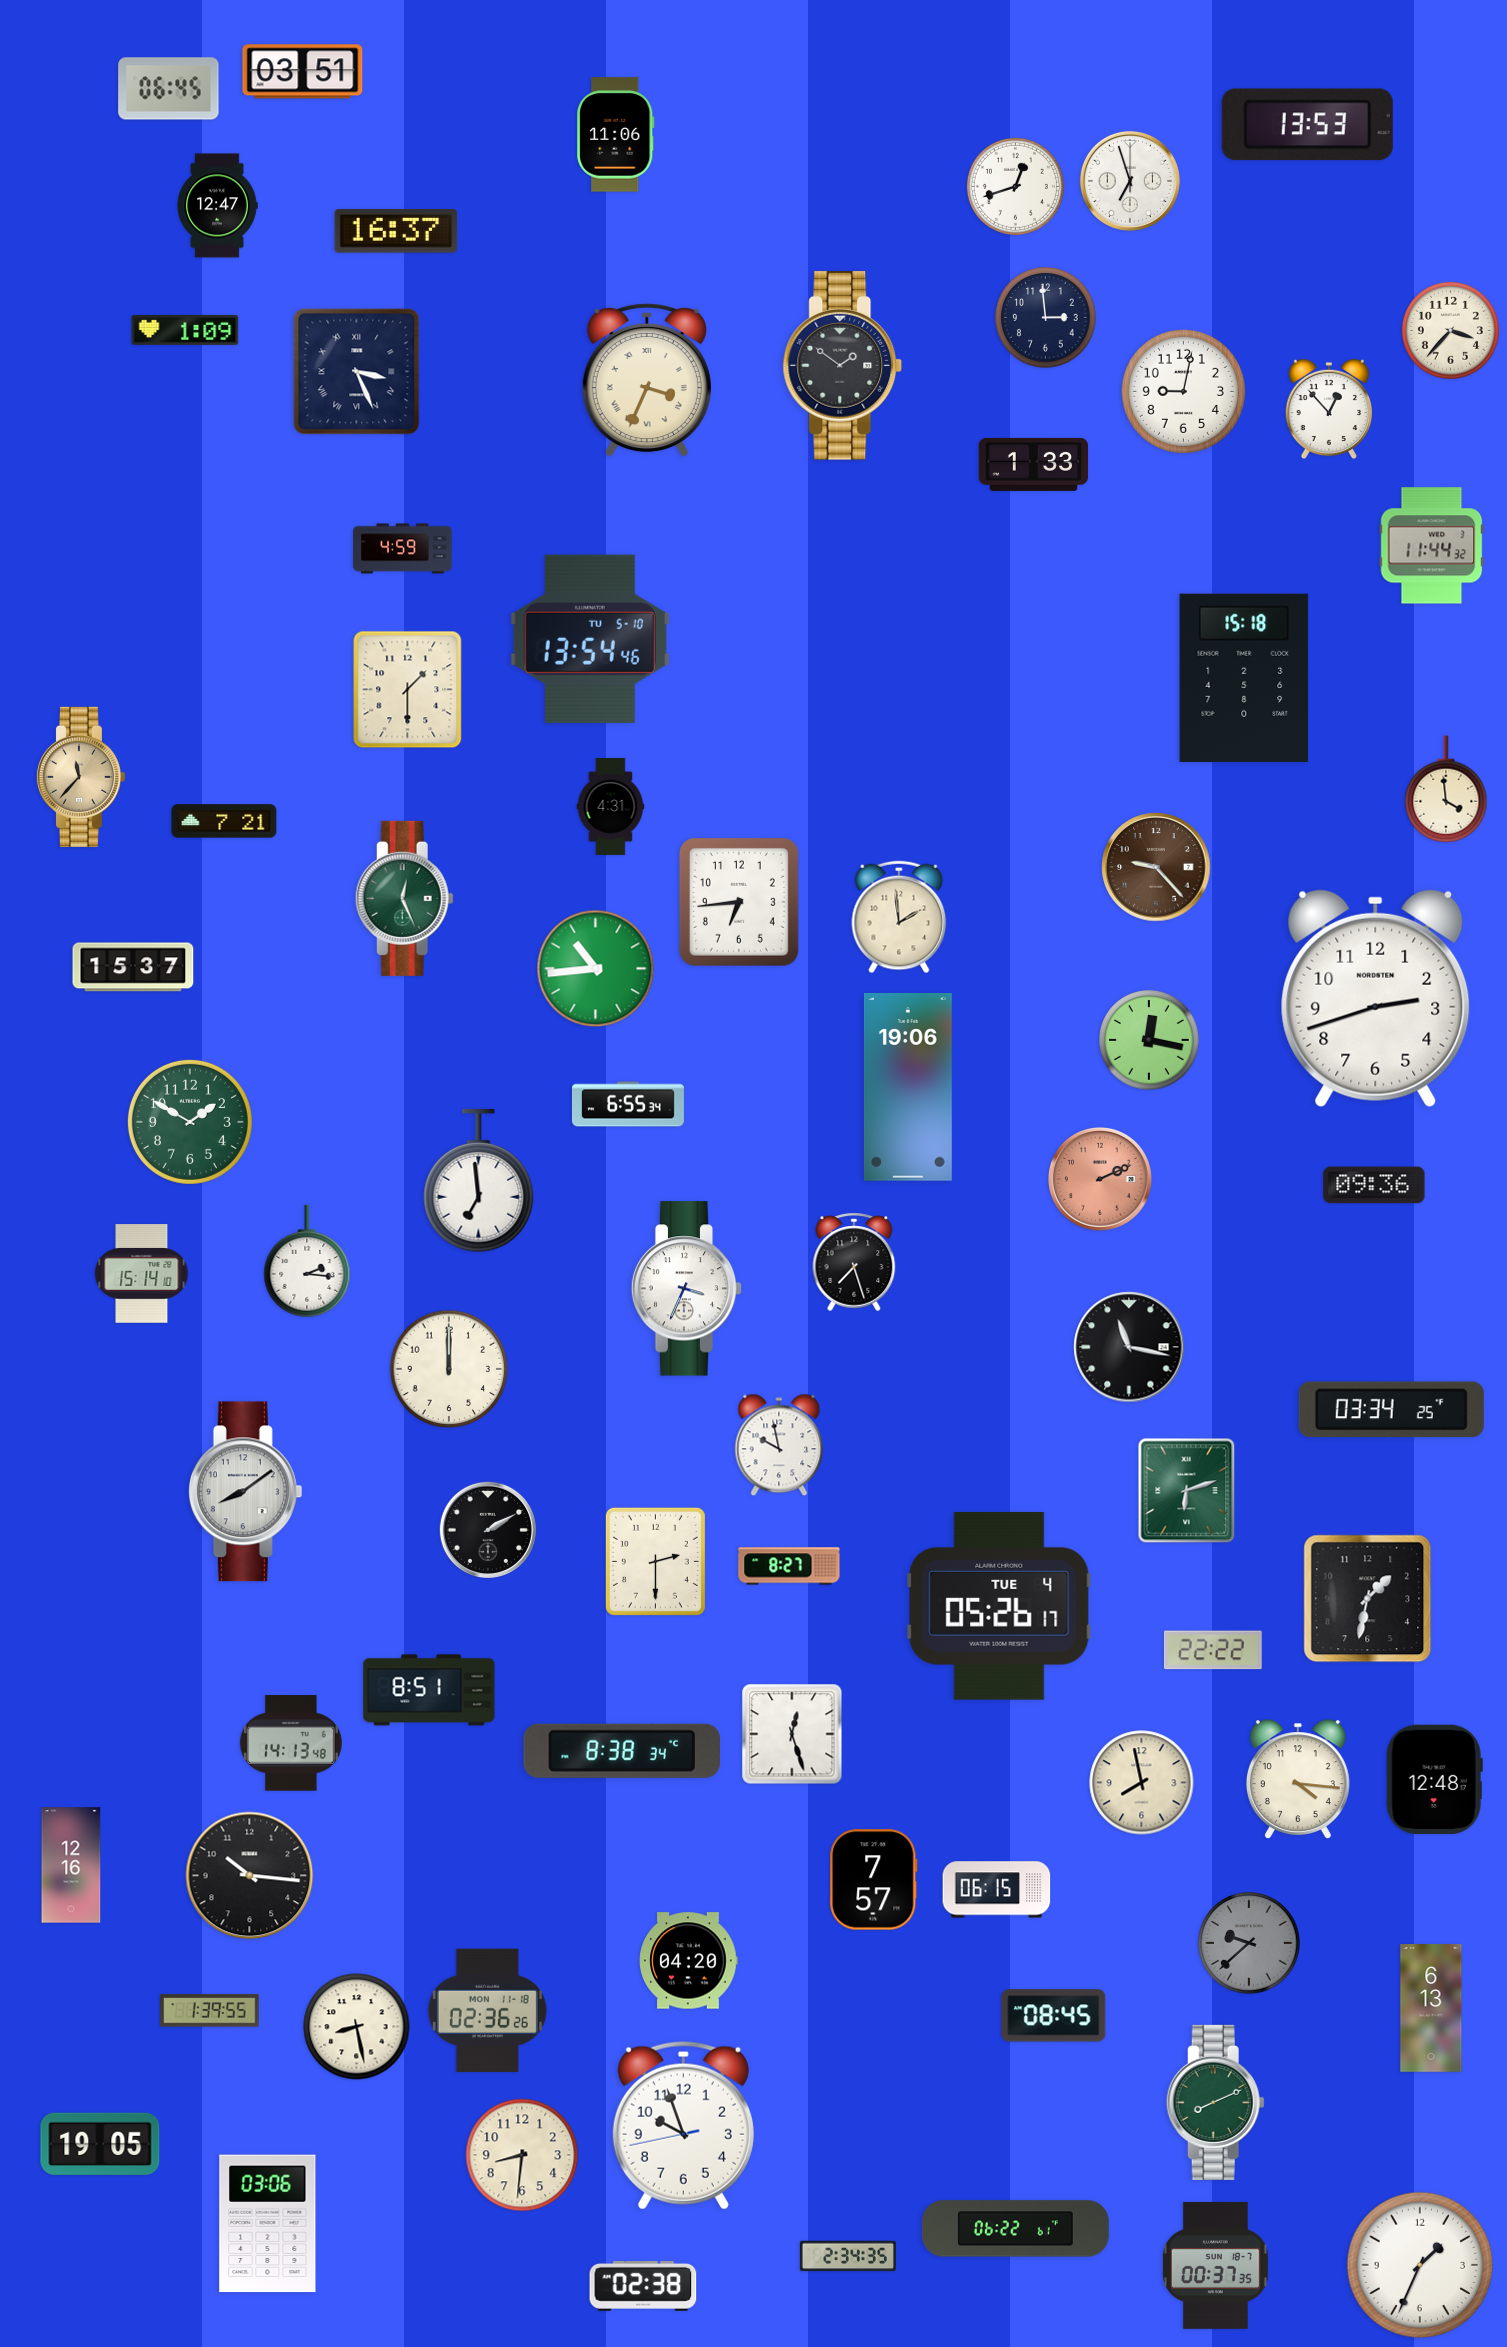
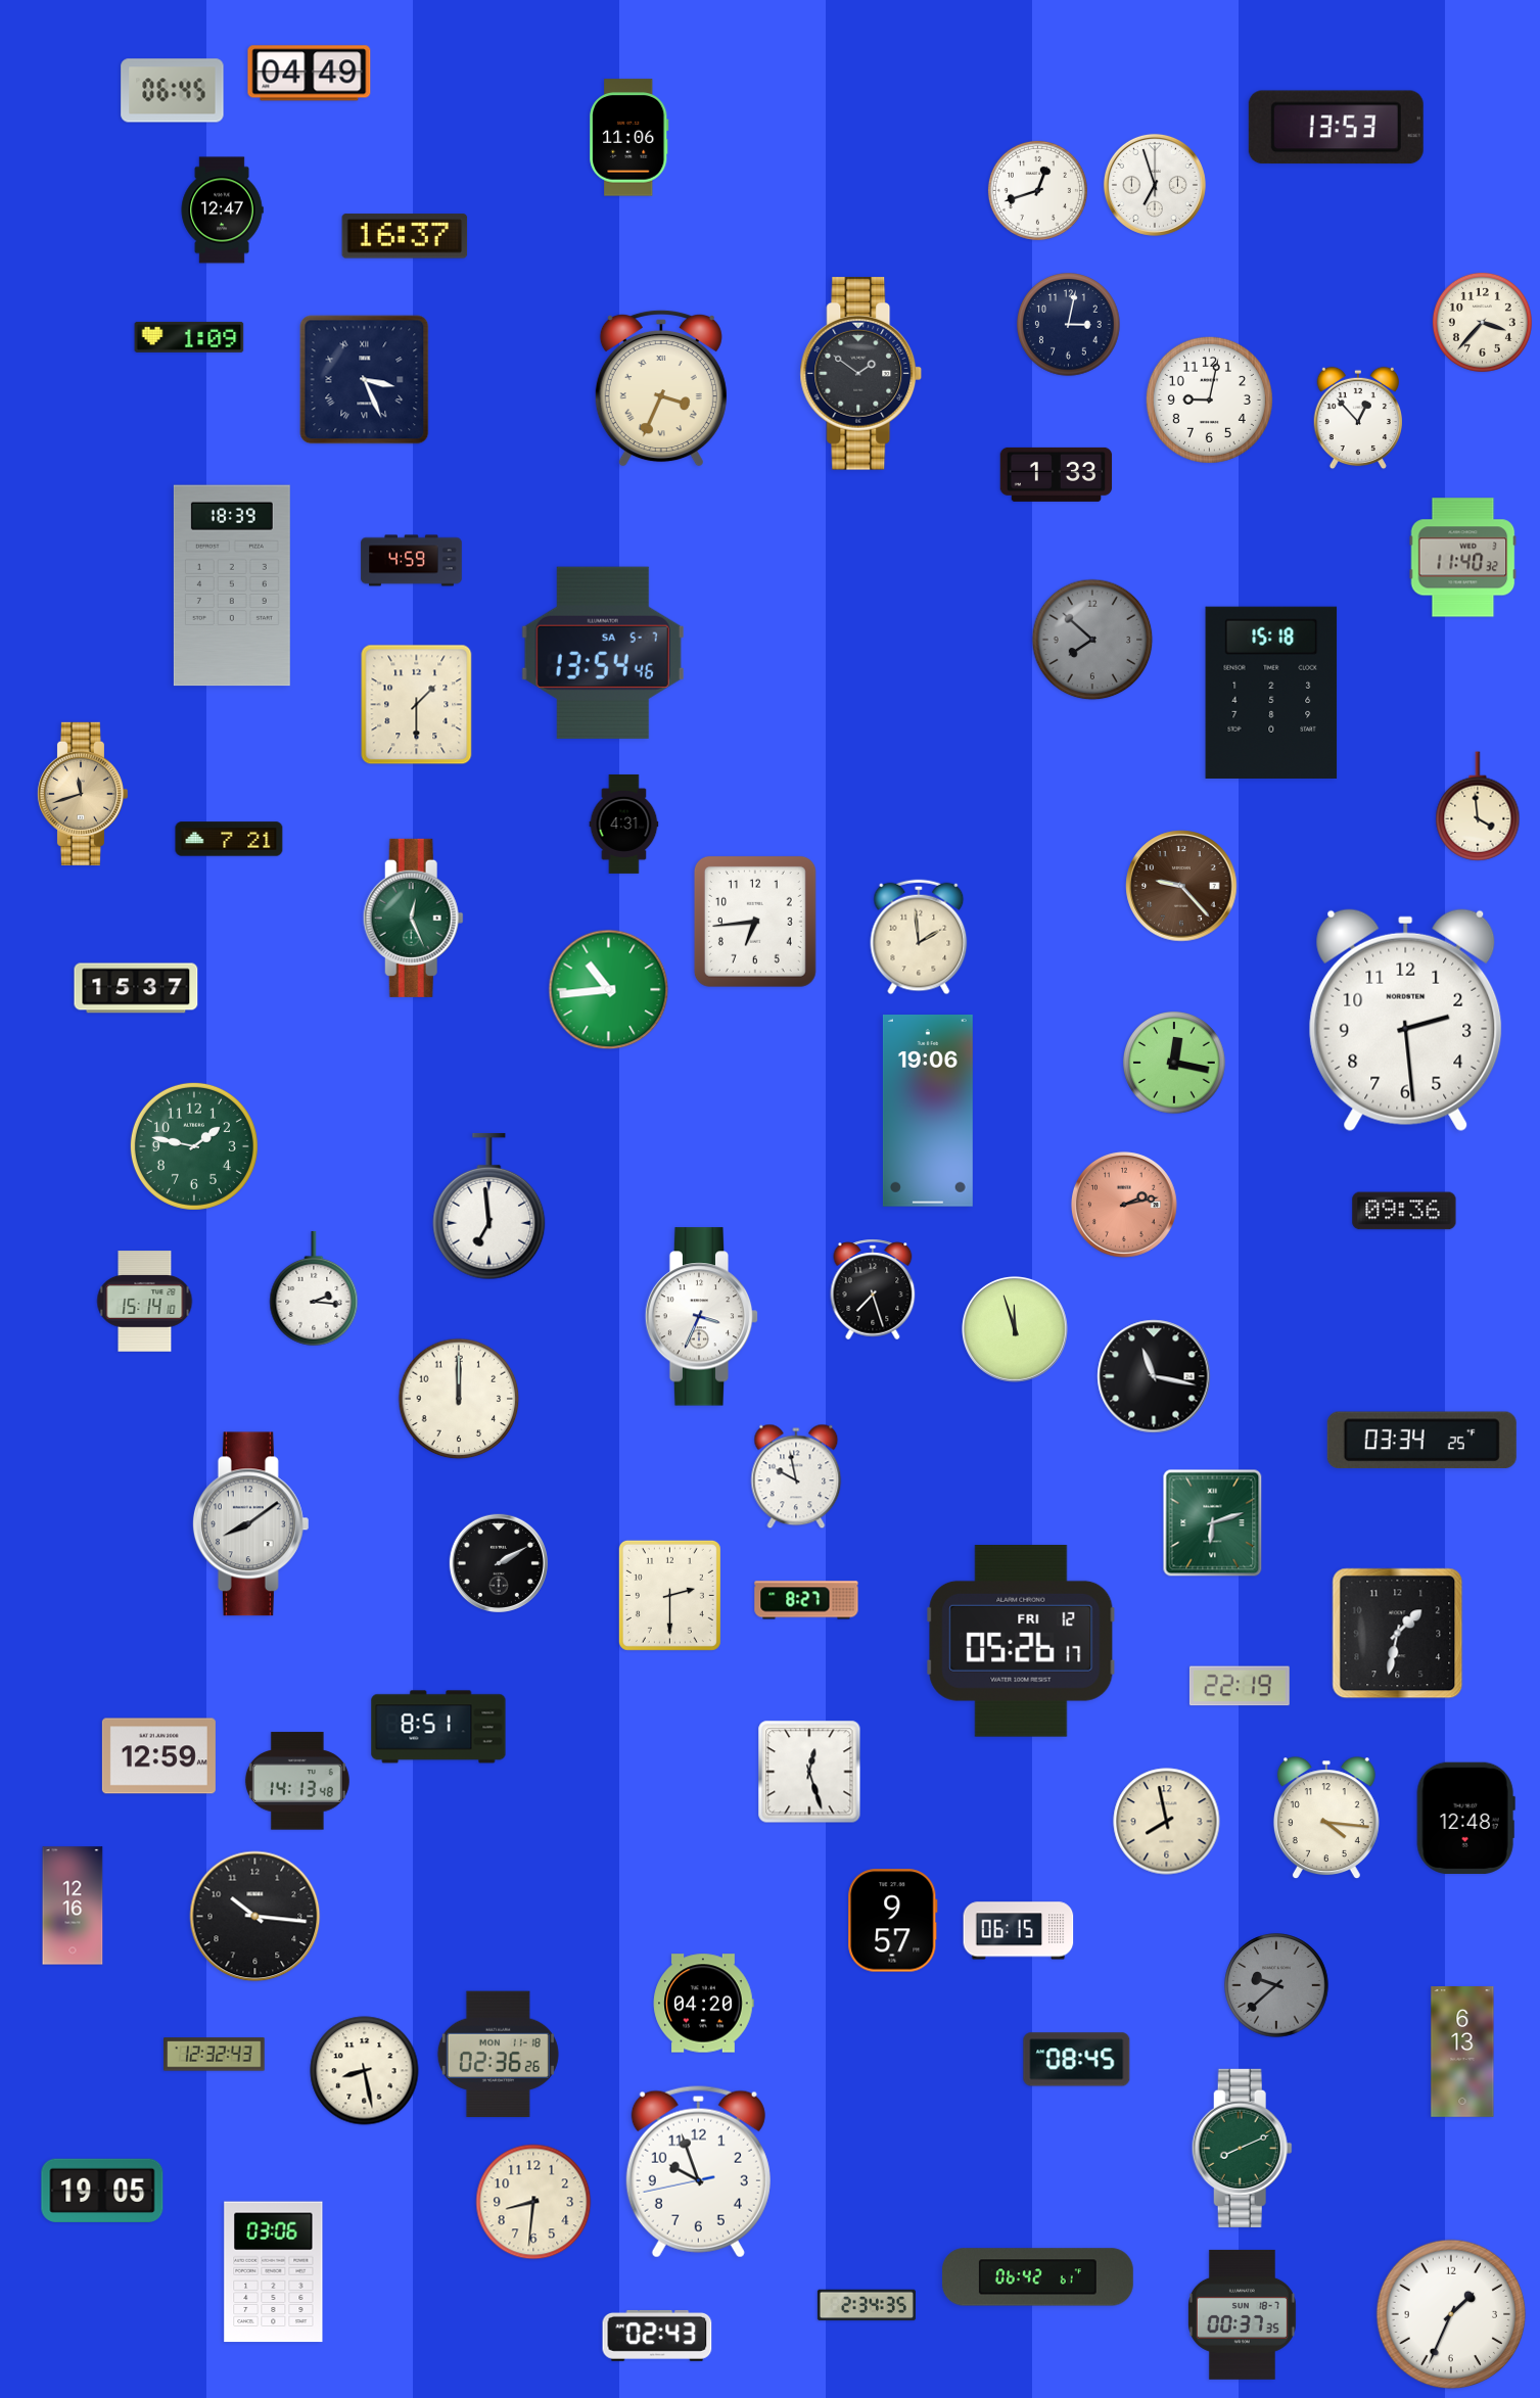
clock at (303, 72): 03:51 -> 04:49
clock at (1046, 318): 2:59 -> 3:02
clock at (1450, 330) position: (1450, 330) -> (1482, 322)
clock at (1432, 546): 11:44 -> 11:40
clock at (232, 585): none -> 18:39
clock at (1092, 640): none -> 7:52
clock at (590, 639) date: TU 5-10 -> SA 5-7
clock at (80, 777): 11:37 -> 11:42
clock at (1376, 999): 2:42 -> 2:29
clock at (628, 1104): 6:55 -> none
clock at (190, 1122): 1:50 -> 1:47
clock at (1100, 1179): 2:11 -> 2:13
clock at (1015, 1329): none -> 11:57
clock at (999, 1606) date: TUE 4 -> FRI 12
clock at (1213, 1650): 22:22 -> 22:19
clock at (158, 1756): none -> 12:59
clock at (621, 1751): 8:38 -> none
clock at (874, 1880): 7:57 -> 9:57
clock at (210, 2011): 1:39 -> 12:32
clock at (1015, 2229): 06:22 -> 06:42
clock at (643, 2286): 02:38 -> 02:43
